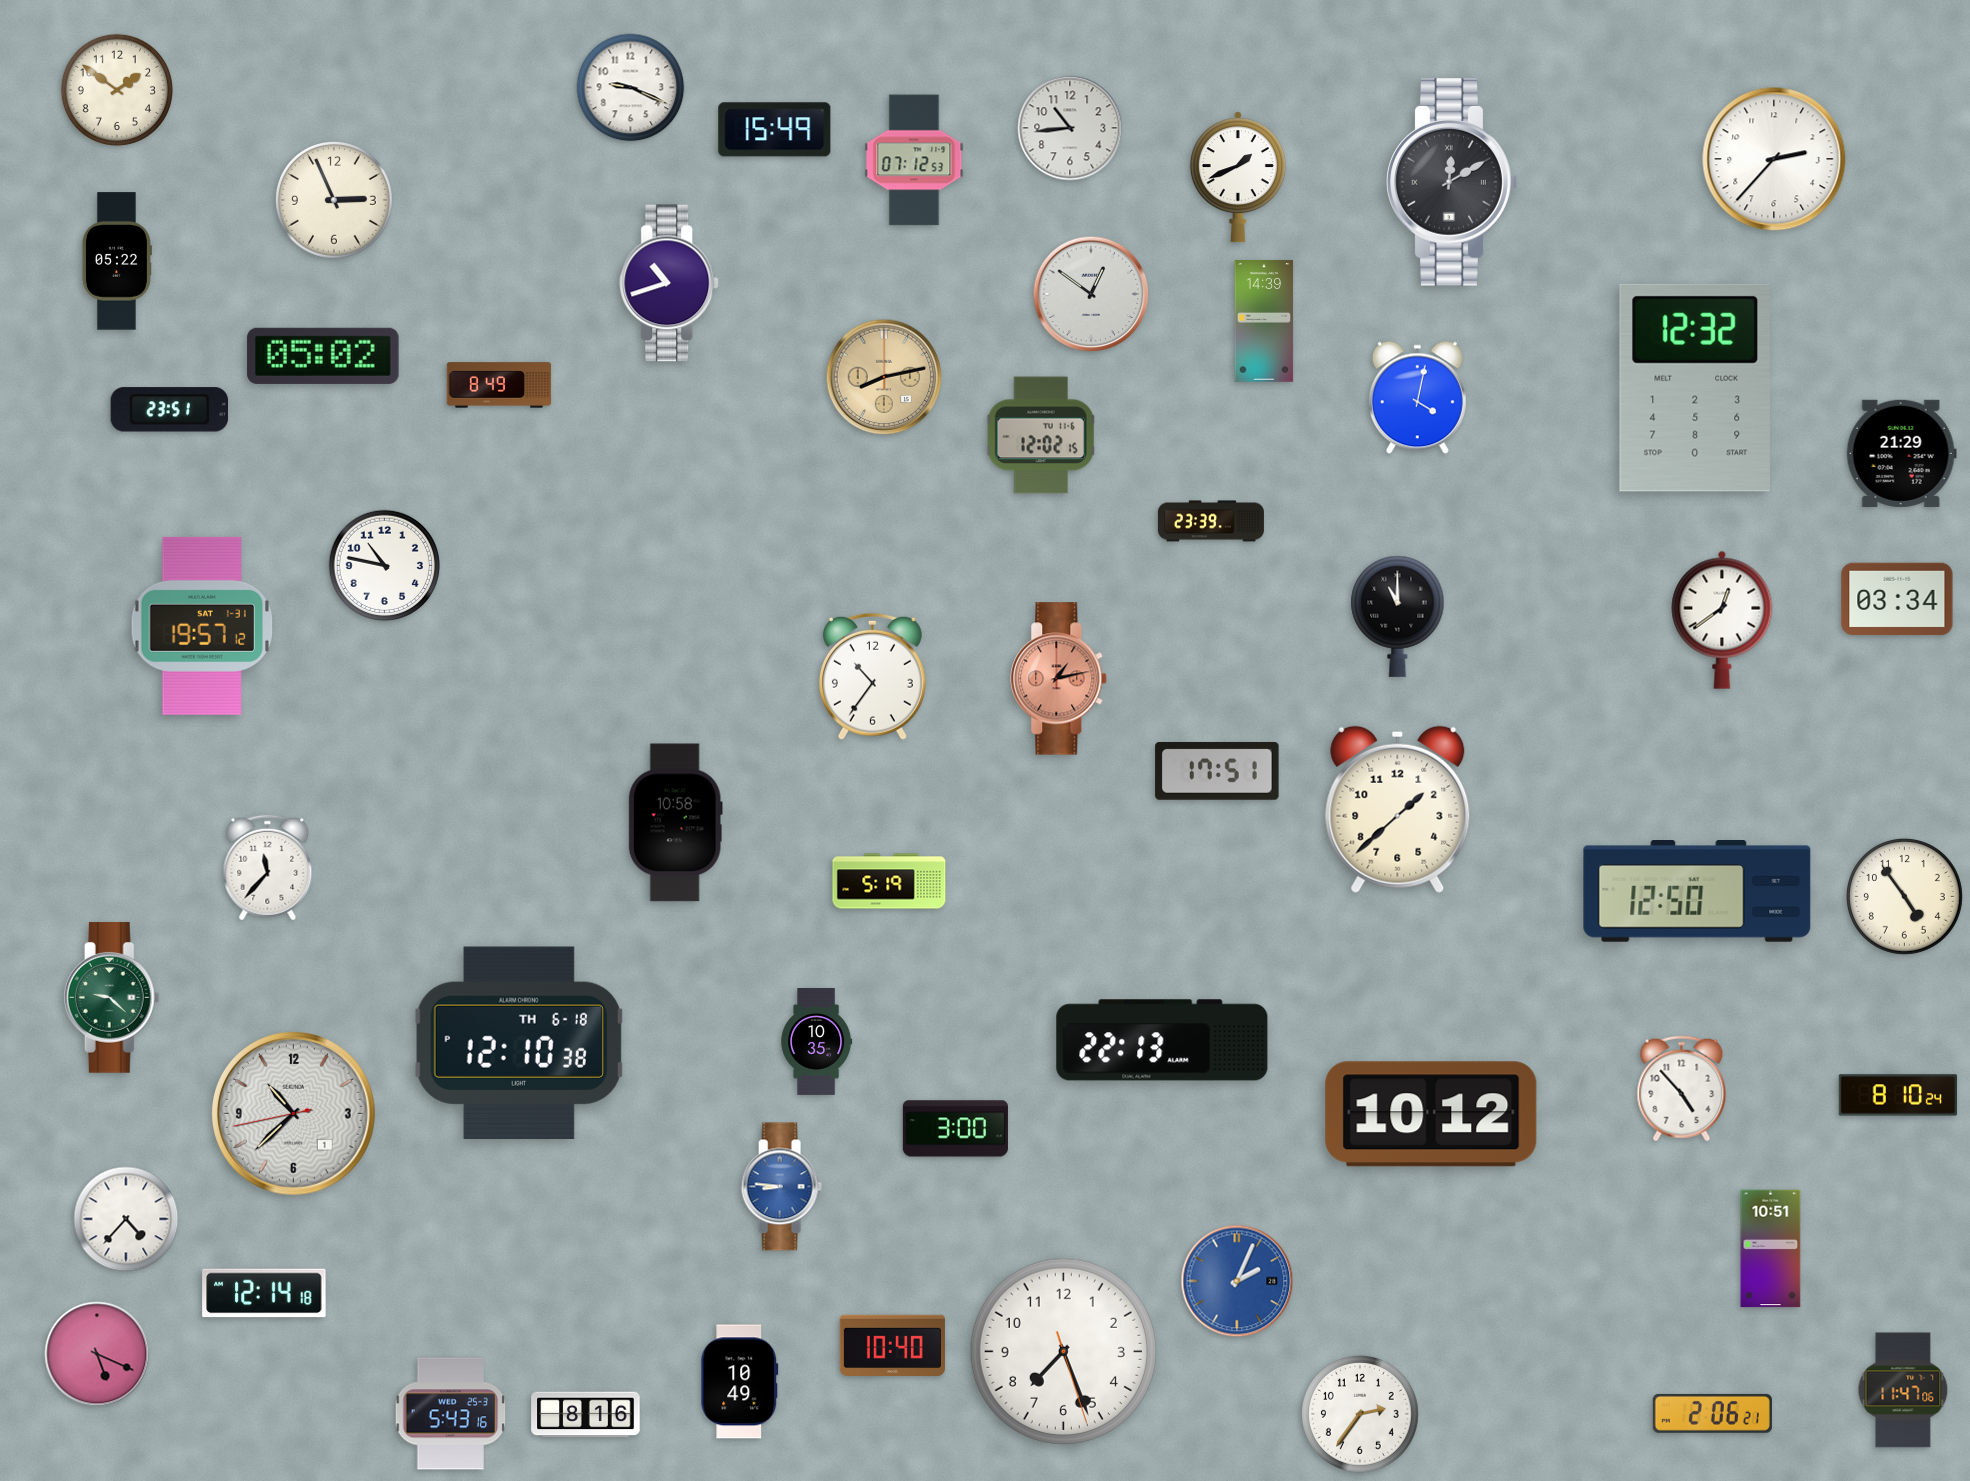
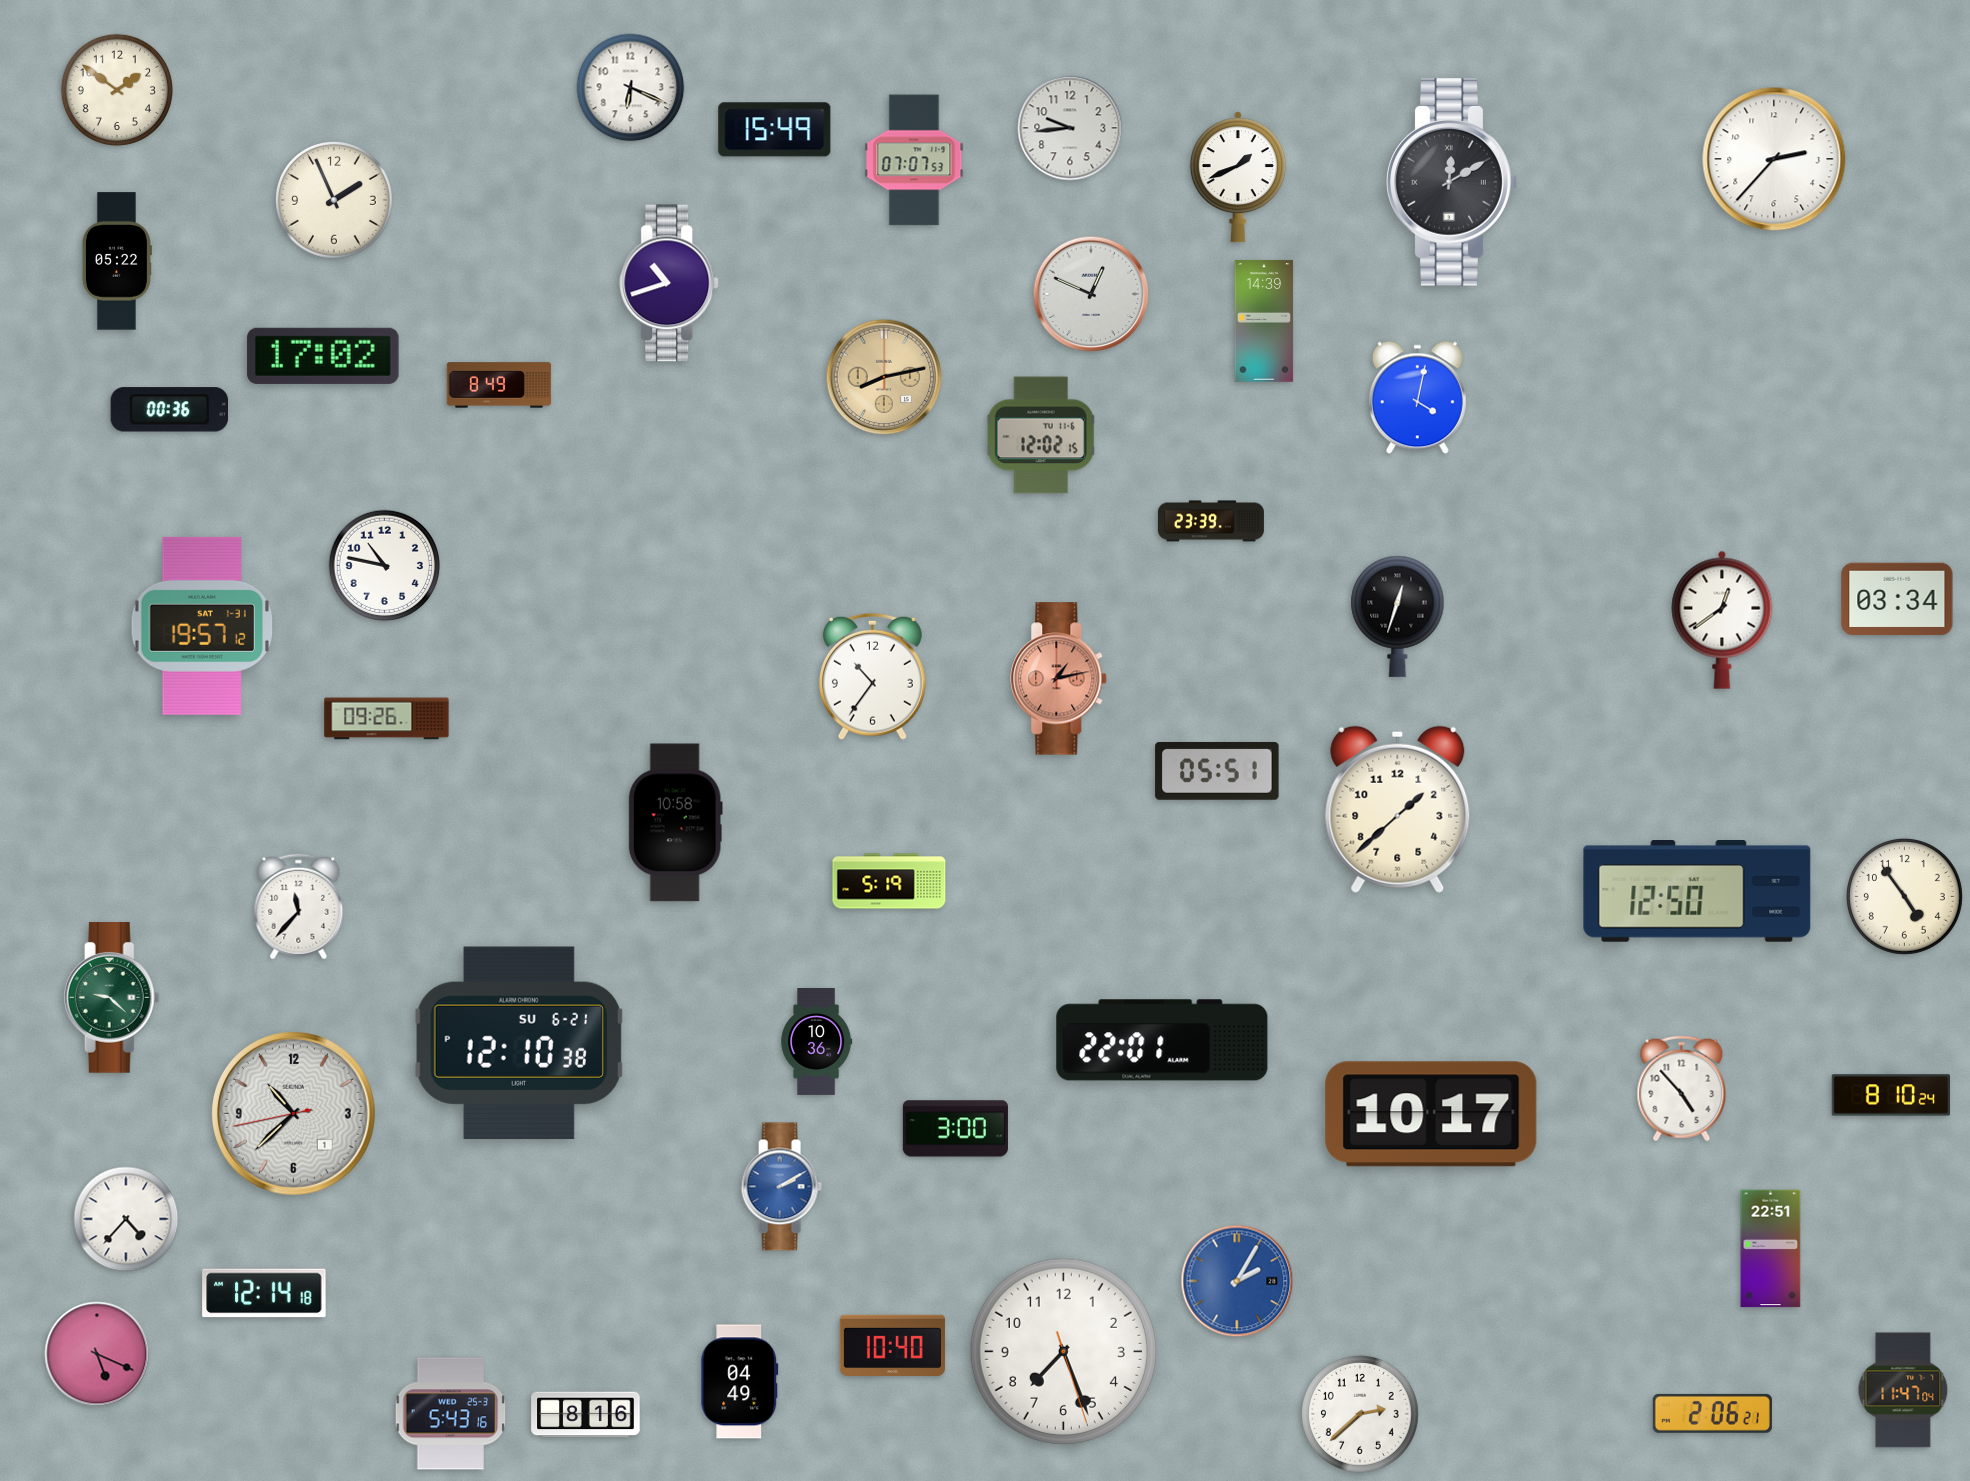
clock at (631, 88): 9:19 -> 6:19
clock at (1070, 128): 10:44 -> 9:44
clock at (914, 160): 07:12 -> 07:07
clock at (335, 201): 2:56 -> 1:56
clock at (1091, 294): 12:51 -> 12:49
clock at (323, 356): 05:02 -> 17:02
clock at (1695, 388): 12:32 -> none
clock at (169, 410): 23:51 -> 00:36
clock at (1901, 453): 21:29 -> none
clock at (1398, 616): 11:00 -> 12:33
clock at (387, 719): none -> 09:26
clock at (1217, 771): 17:51 -> 05:51
clock at (268, 868) position: (268, 868) -> (299, 907)
clock at (1162, 1040): 22:13 -> 22:01
clock at (817, 1042): 10:35 -> 10:36
clock at (519, 1043) date: TH 6-18 -> SU 6-21
clock at (1897, 1095) position: (1897, 1095) -> (1890, 1095)
clock at (1431, 1114): 10:12 -> 10:17
clock at (781, 1187): 8:46 -> 2:10
clock at (1771, 1249): 10:51 -> 22:51
clock at (1237, 1281): 2:04 -> 2:05
clock at (740, 1382): 10:49 -> 04:49
clock at (1903, 1390): 11:47:06 -> 11:47:04
clock at (1361, 1415): 2:36 -> 2:38
